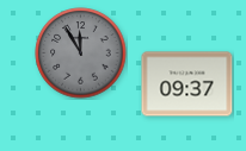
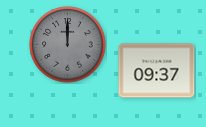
clock at (81, 54): 11:55 -> 12:00
